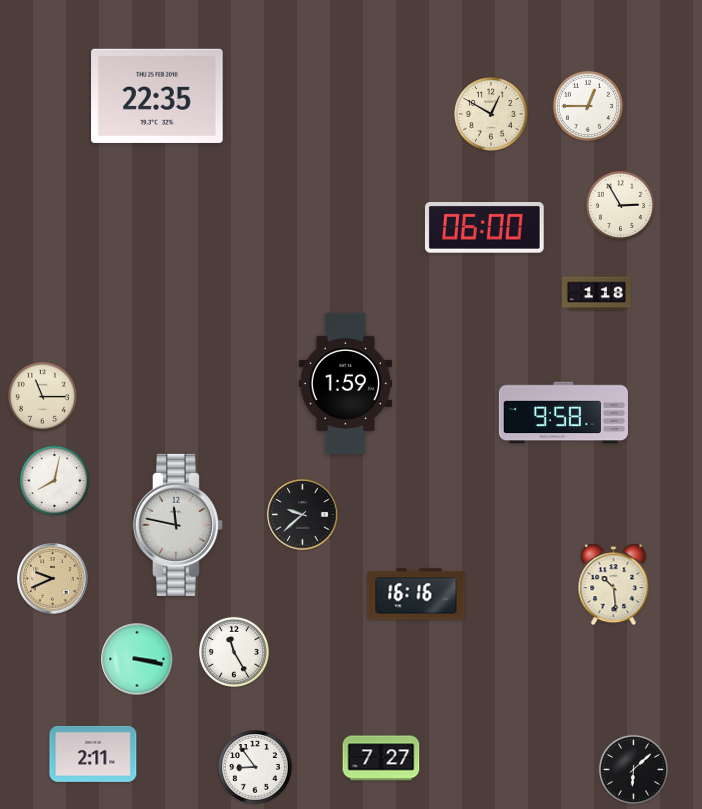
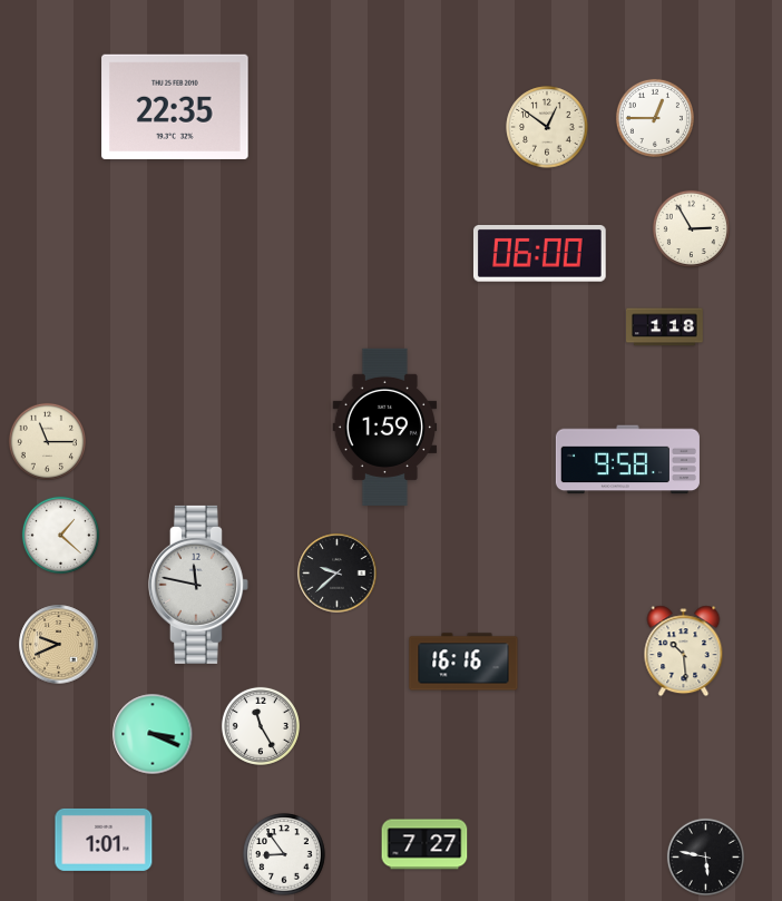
clock at (491, 114): 12:50 -> 12:51
clock at (54, 480): 8:02 -> 1:22
clock at (137, 659): 3:17 -> 3:19
clock at (93, 754): 2:11 -> 1:01
clock at (633, 769): 6:08 -> 5:47
